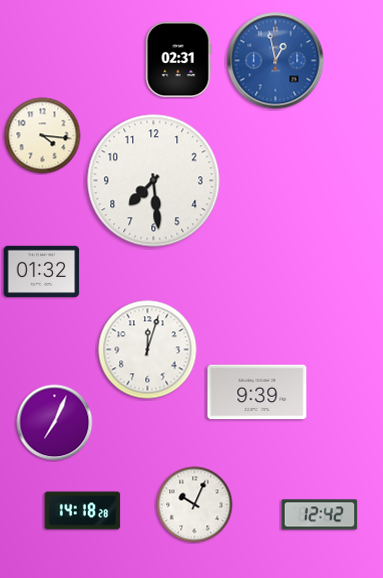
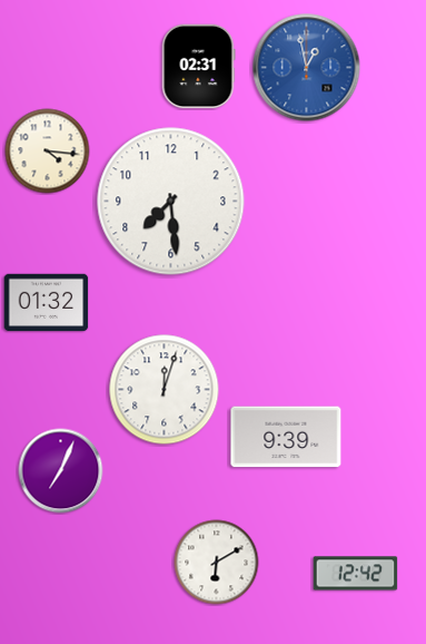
clock at (195, 505): 10:04 -> 6:10
clock at (83, 511): 14:18 -> none
